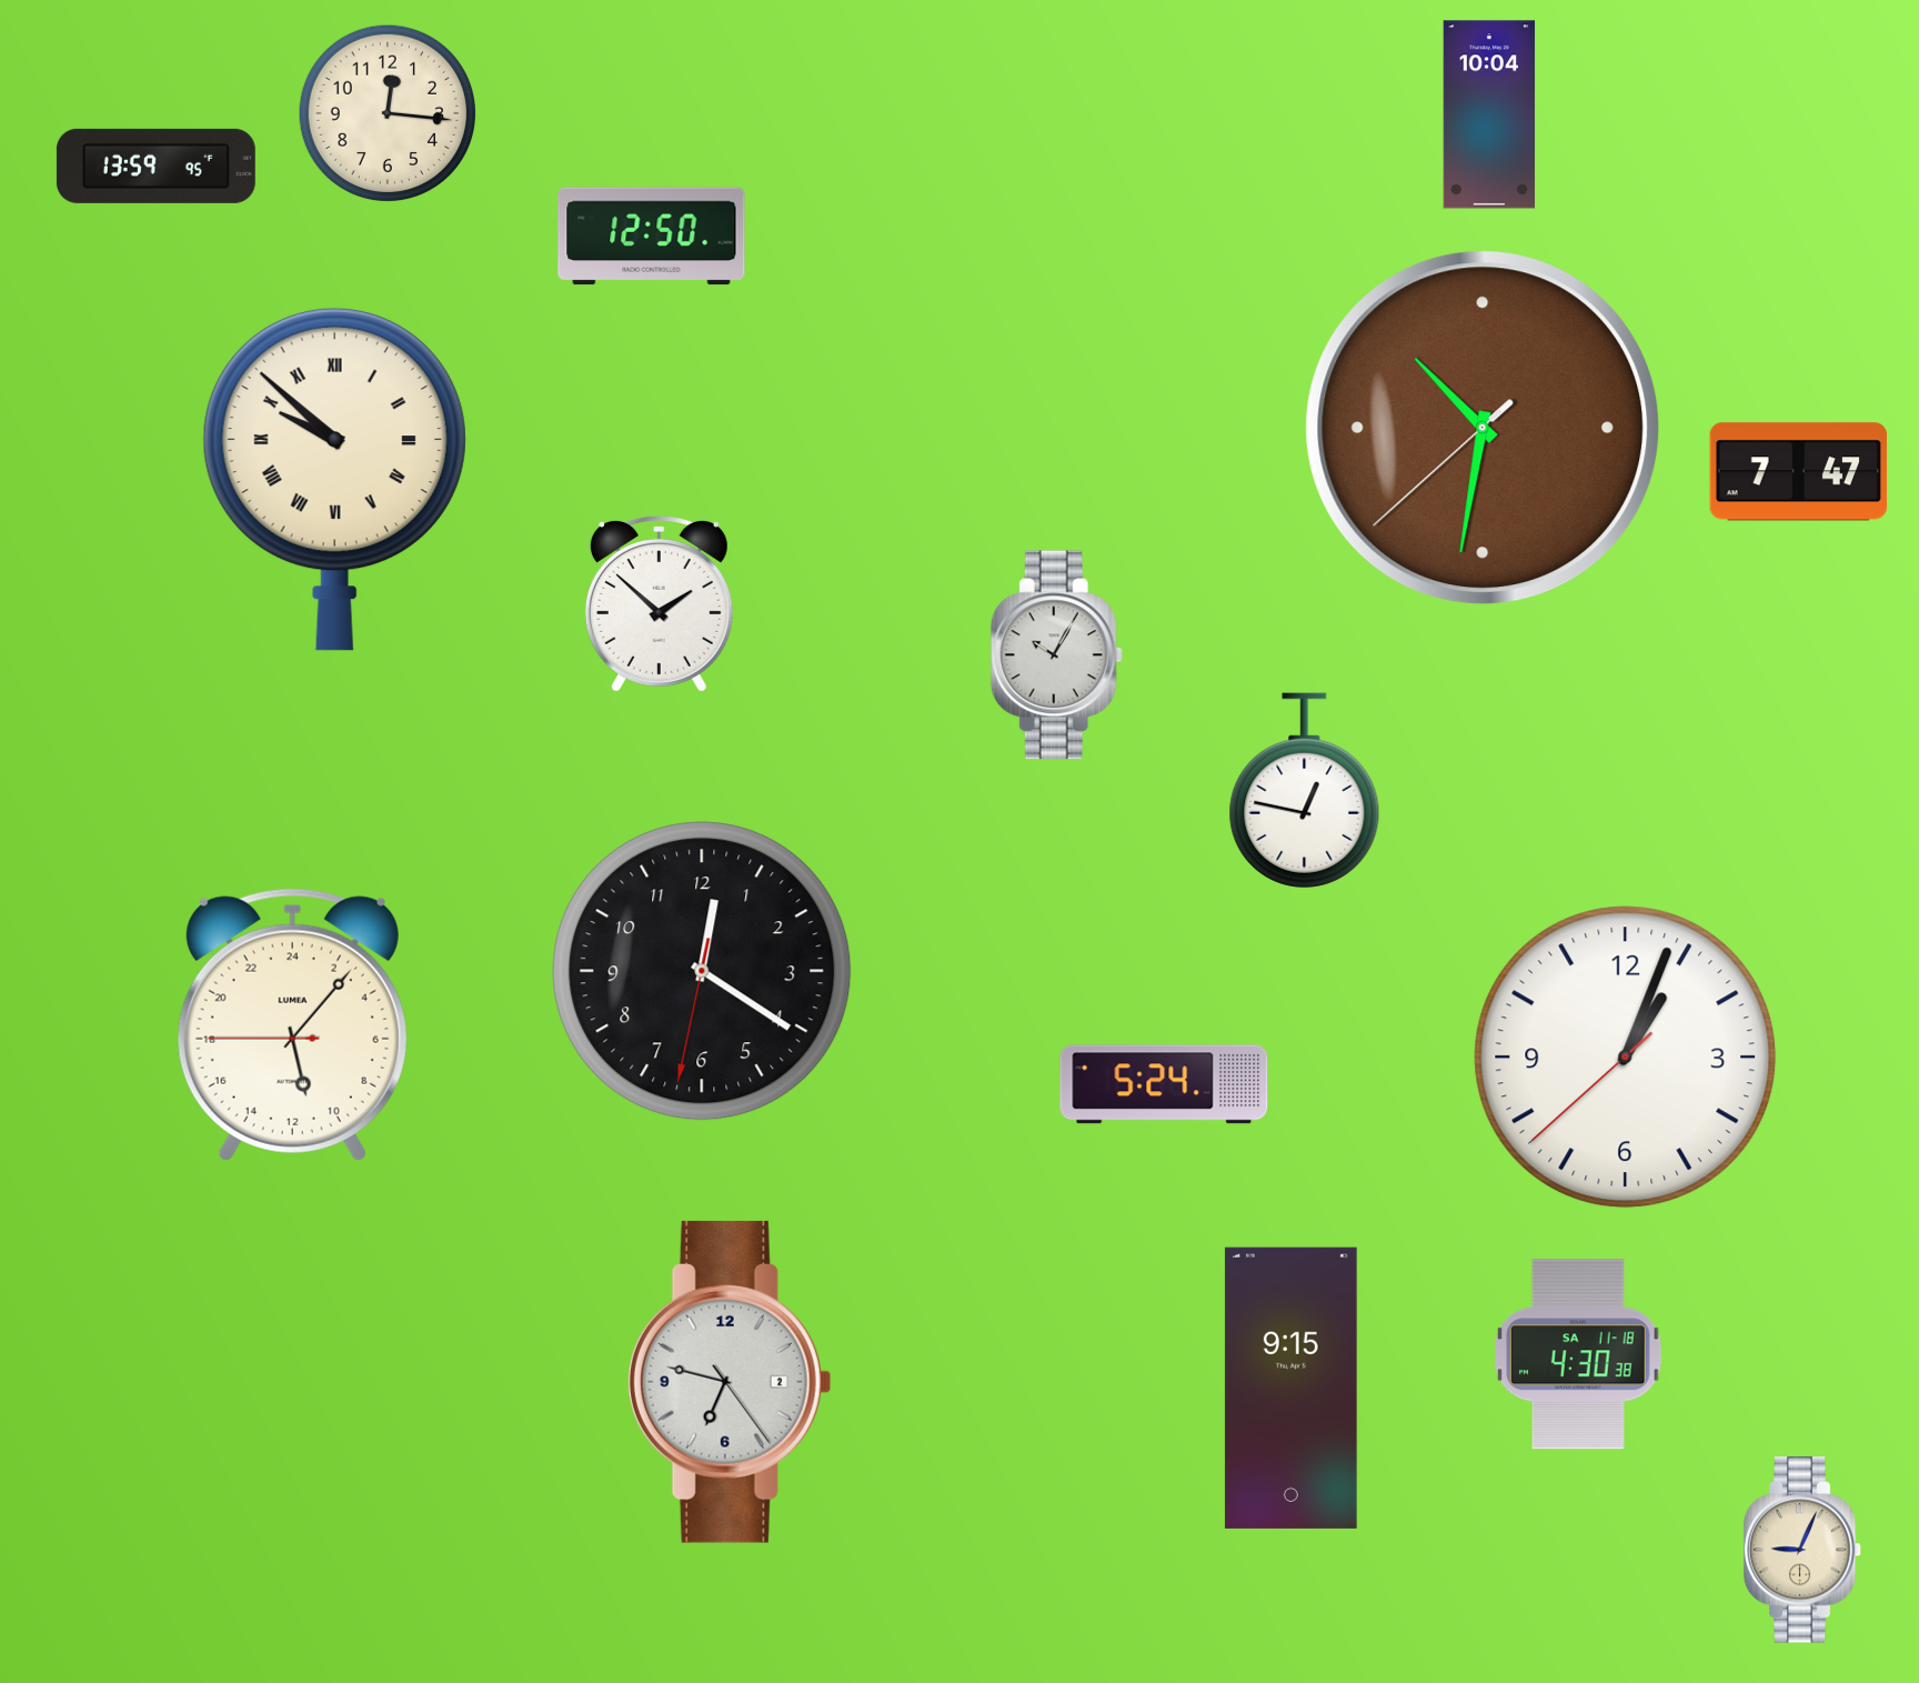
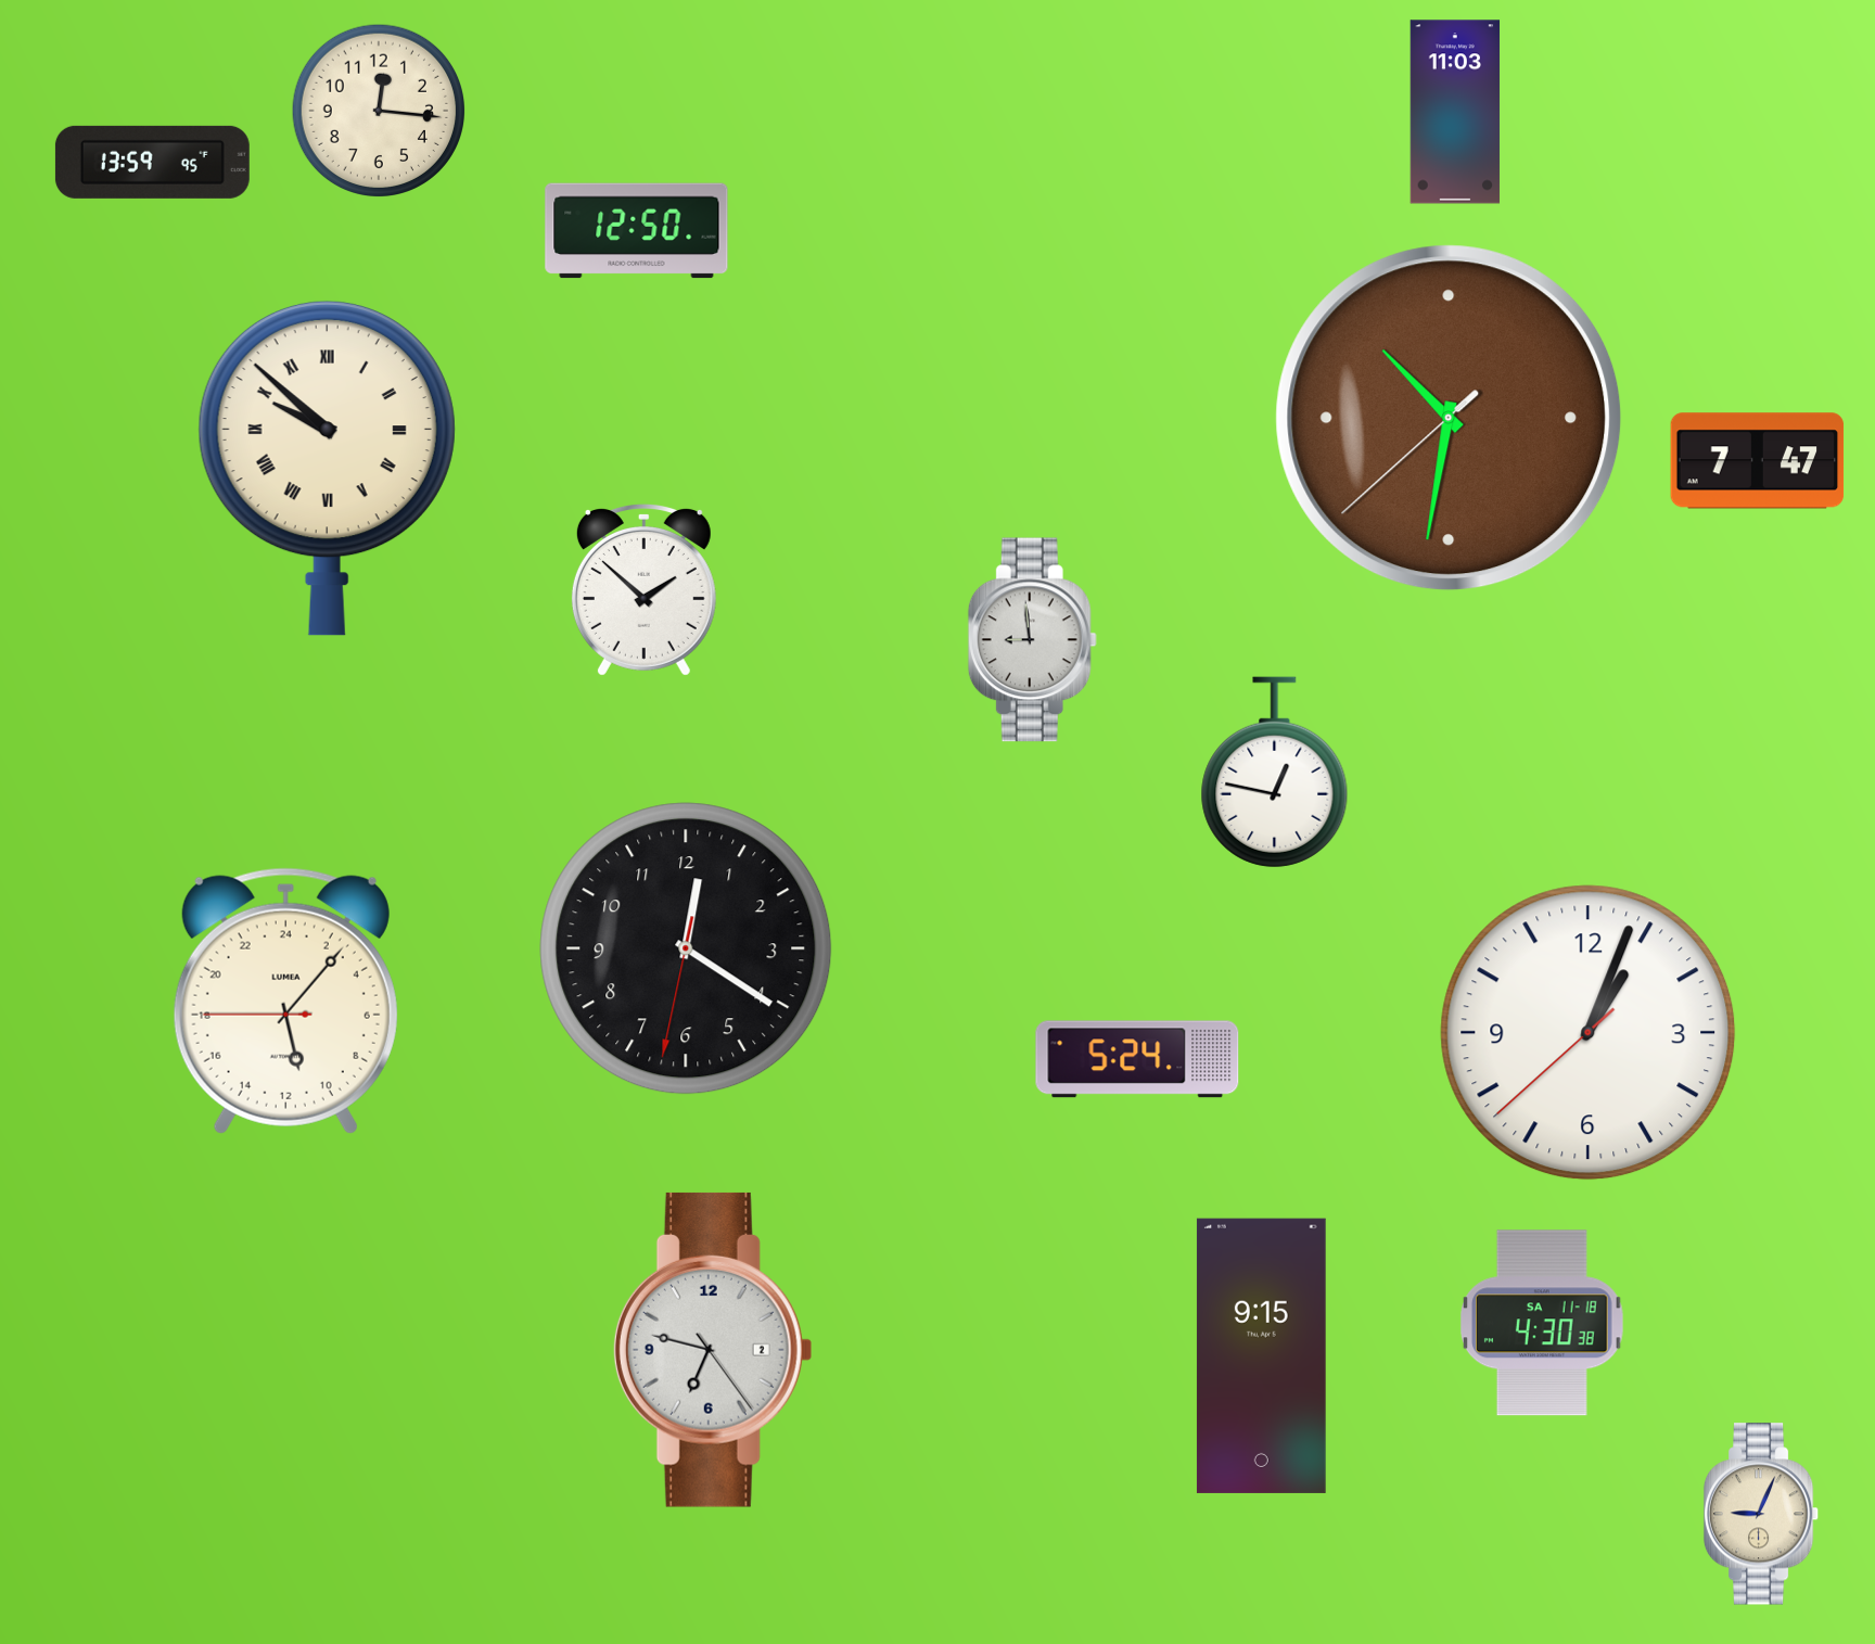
clock at (1489, 114): 10:04 -> 11:03
clock at (1056, 655): 10:05 -> 8:59
